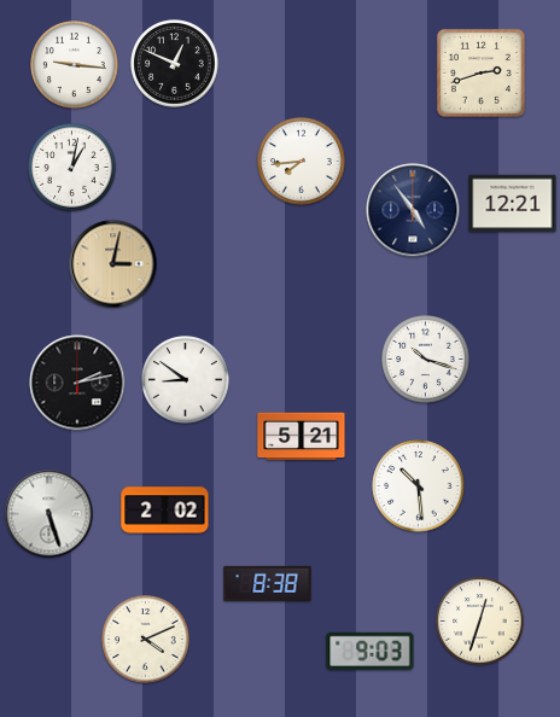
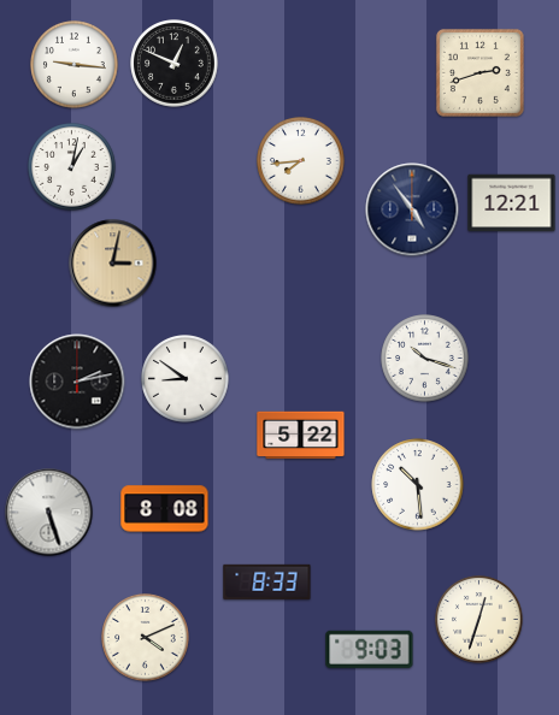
clock at (302, 437): 5:21 -> 5:22
clock at (165, 511): 2:02 -> 8:08
clock at (268, 583): 8:38 -> 8:33
